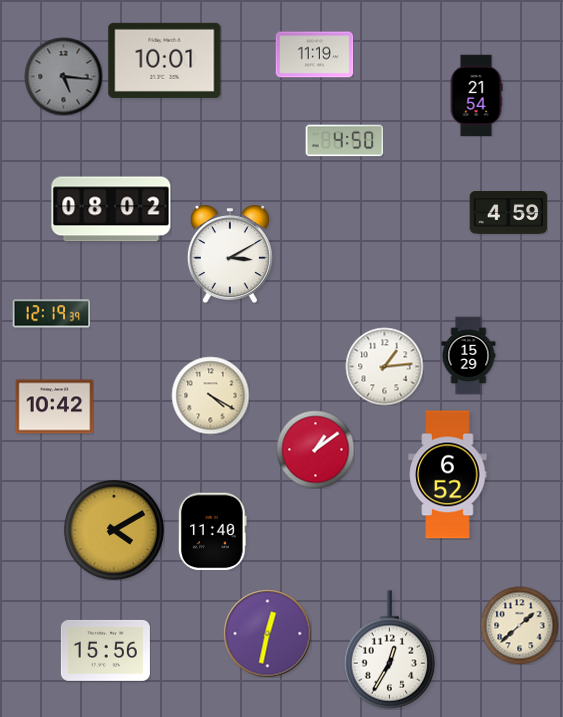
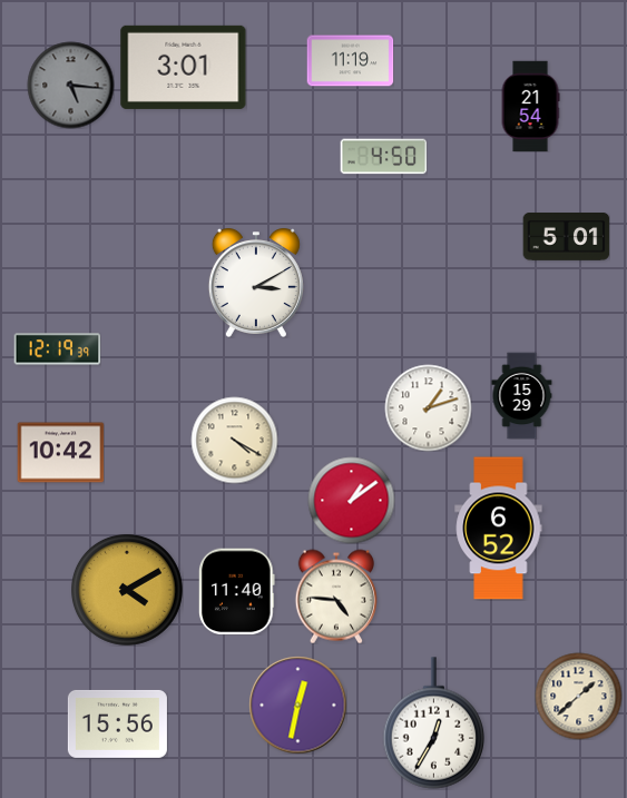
clock at (165, 60): 10:01 -> 3:01
clock at (111, 209): 08:02 -> none
clock at (508, 213): 4:59 -> 5:01
clock at (384, 366): 1:14 -> 1:12
clock at (336, 597): none -> 4:46
